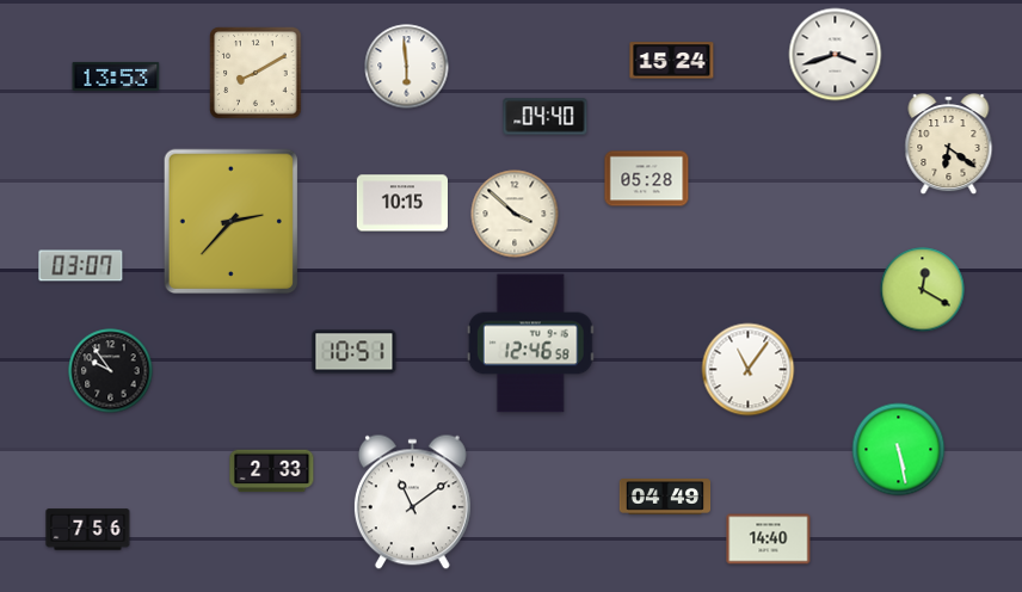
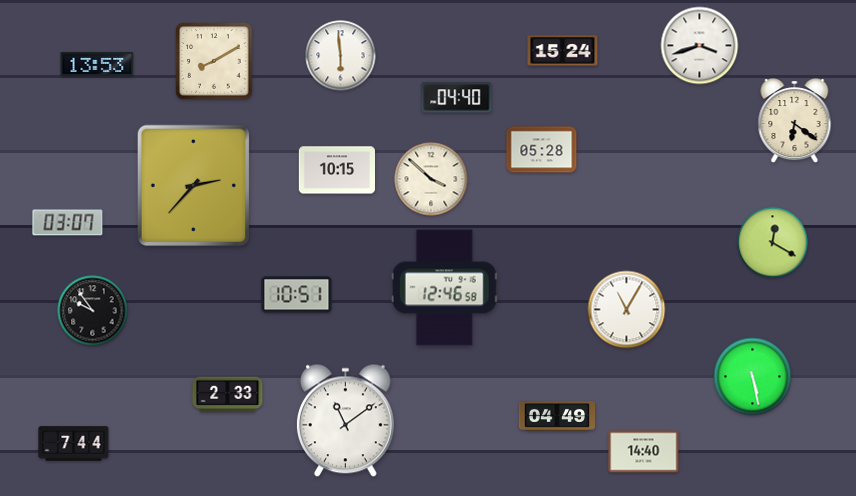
clock at (749, 370): 11:06 -> 11:05
clock at (88, 530): 7:56 -> 7:44
